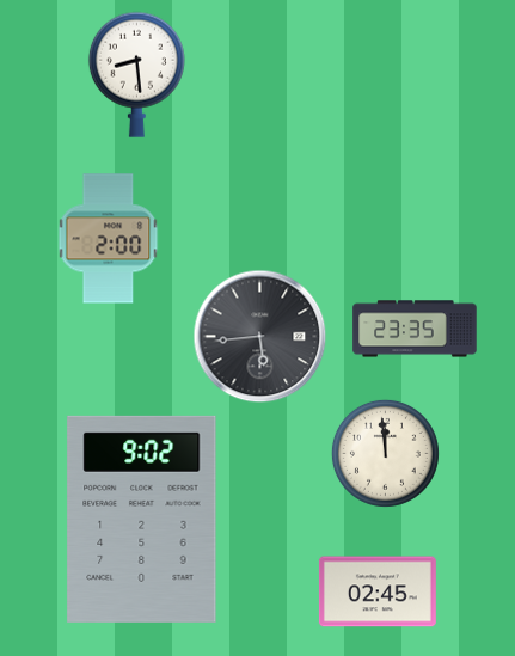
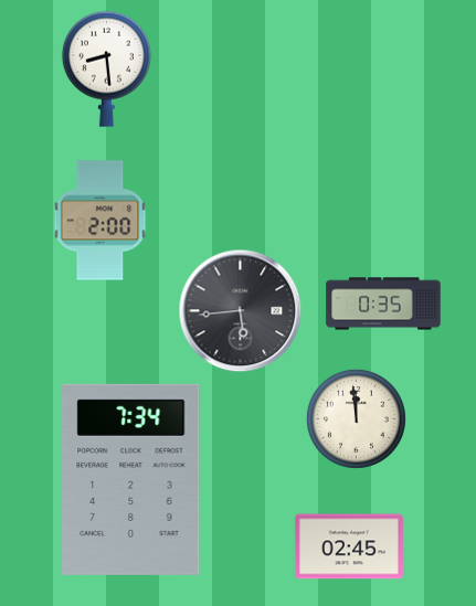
clock at (136, 74) position: (136, 74) -> (106, 68)
clock at (415, 329): 23:35 -> 0:35
clock at (142, 519): 9:02 -> 7:34
